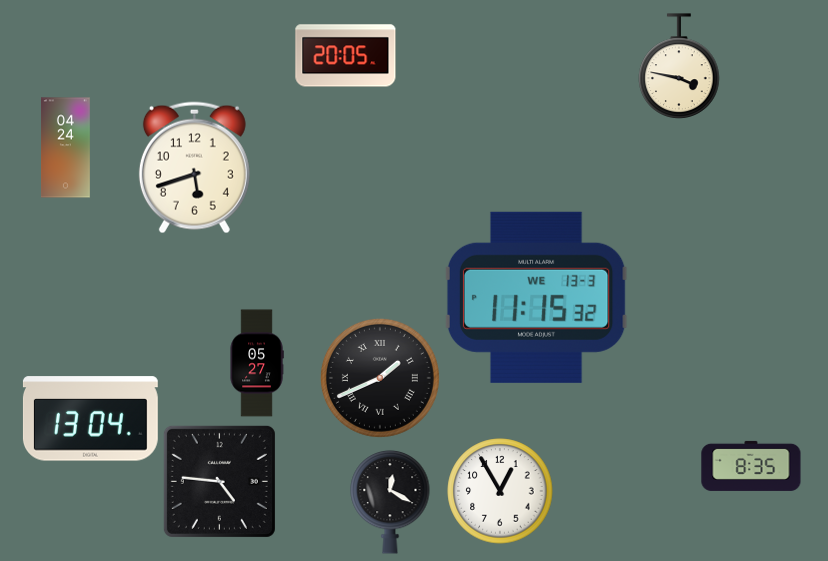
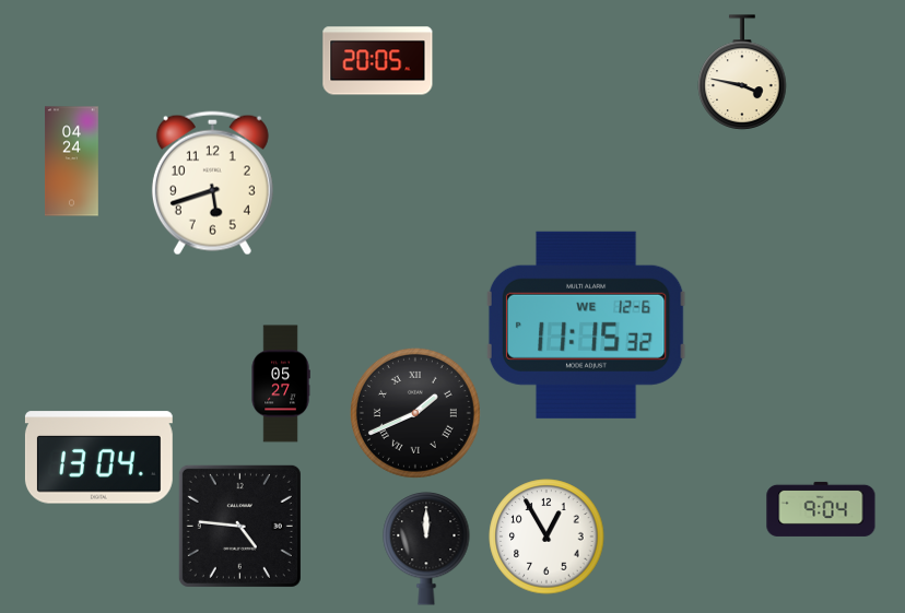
clock at (536, 297) date: WE 13-3 -> WE 12-6
clock at (257, 363) position: (257, 363) -> (281, 384)
clock at (751, 466): 8:35 -> 9:04
clock at (390, 502): 12:20 -> 12:00
